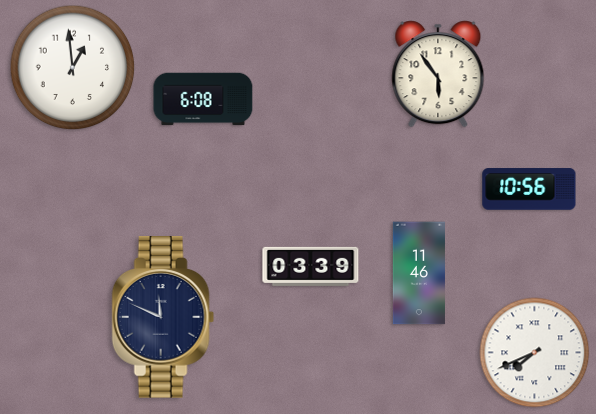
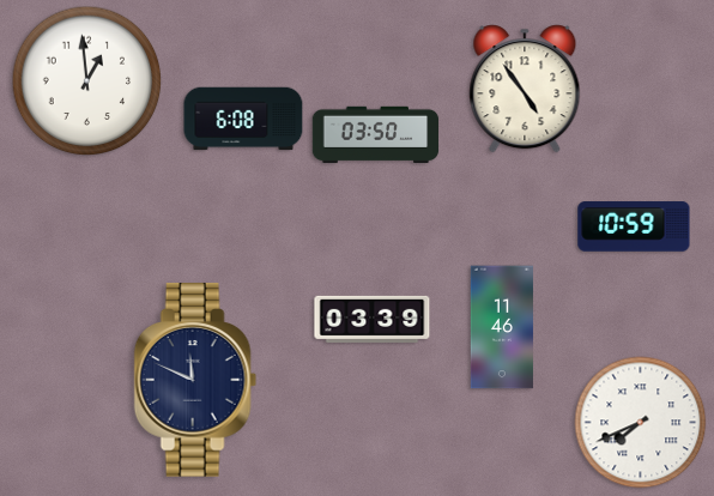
clock at (438, 74): 5:54 -> 4:54
clock at (376, 134): none -> 03:50
clock at (529, 189): 10:56 -> 10:59
